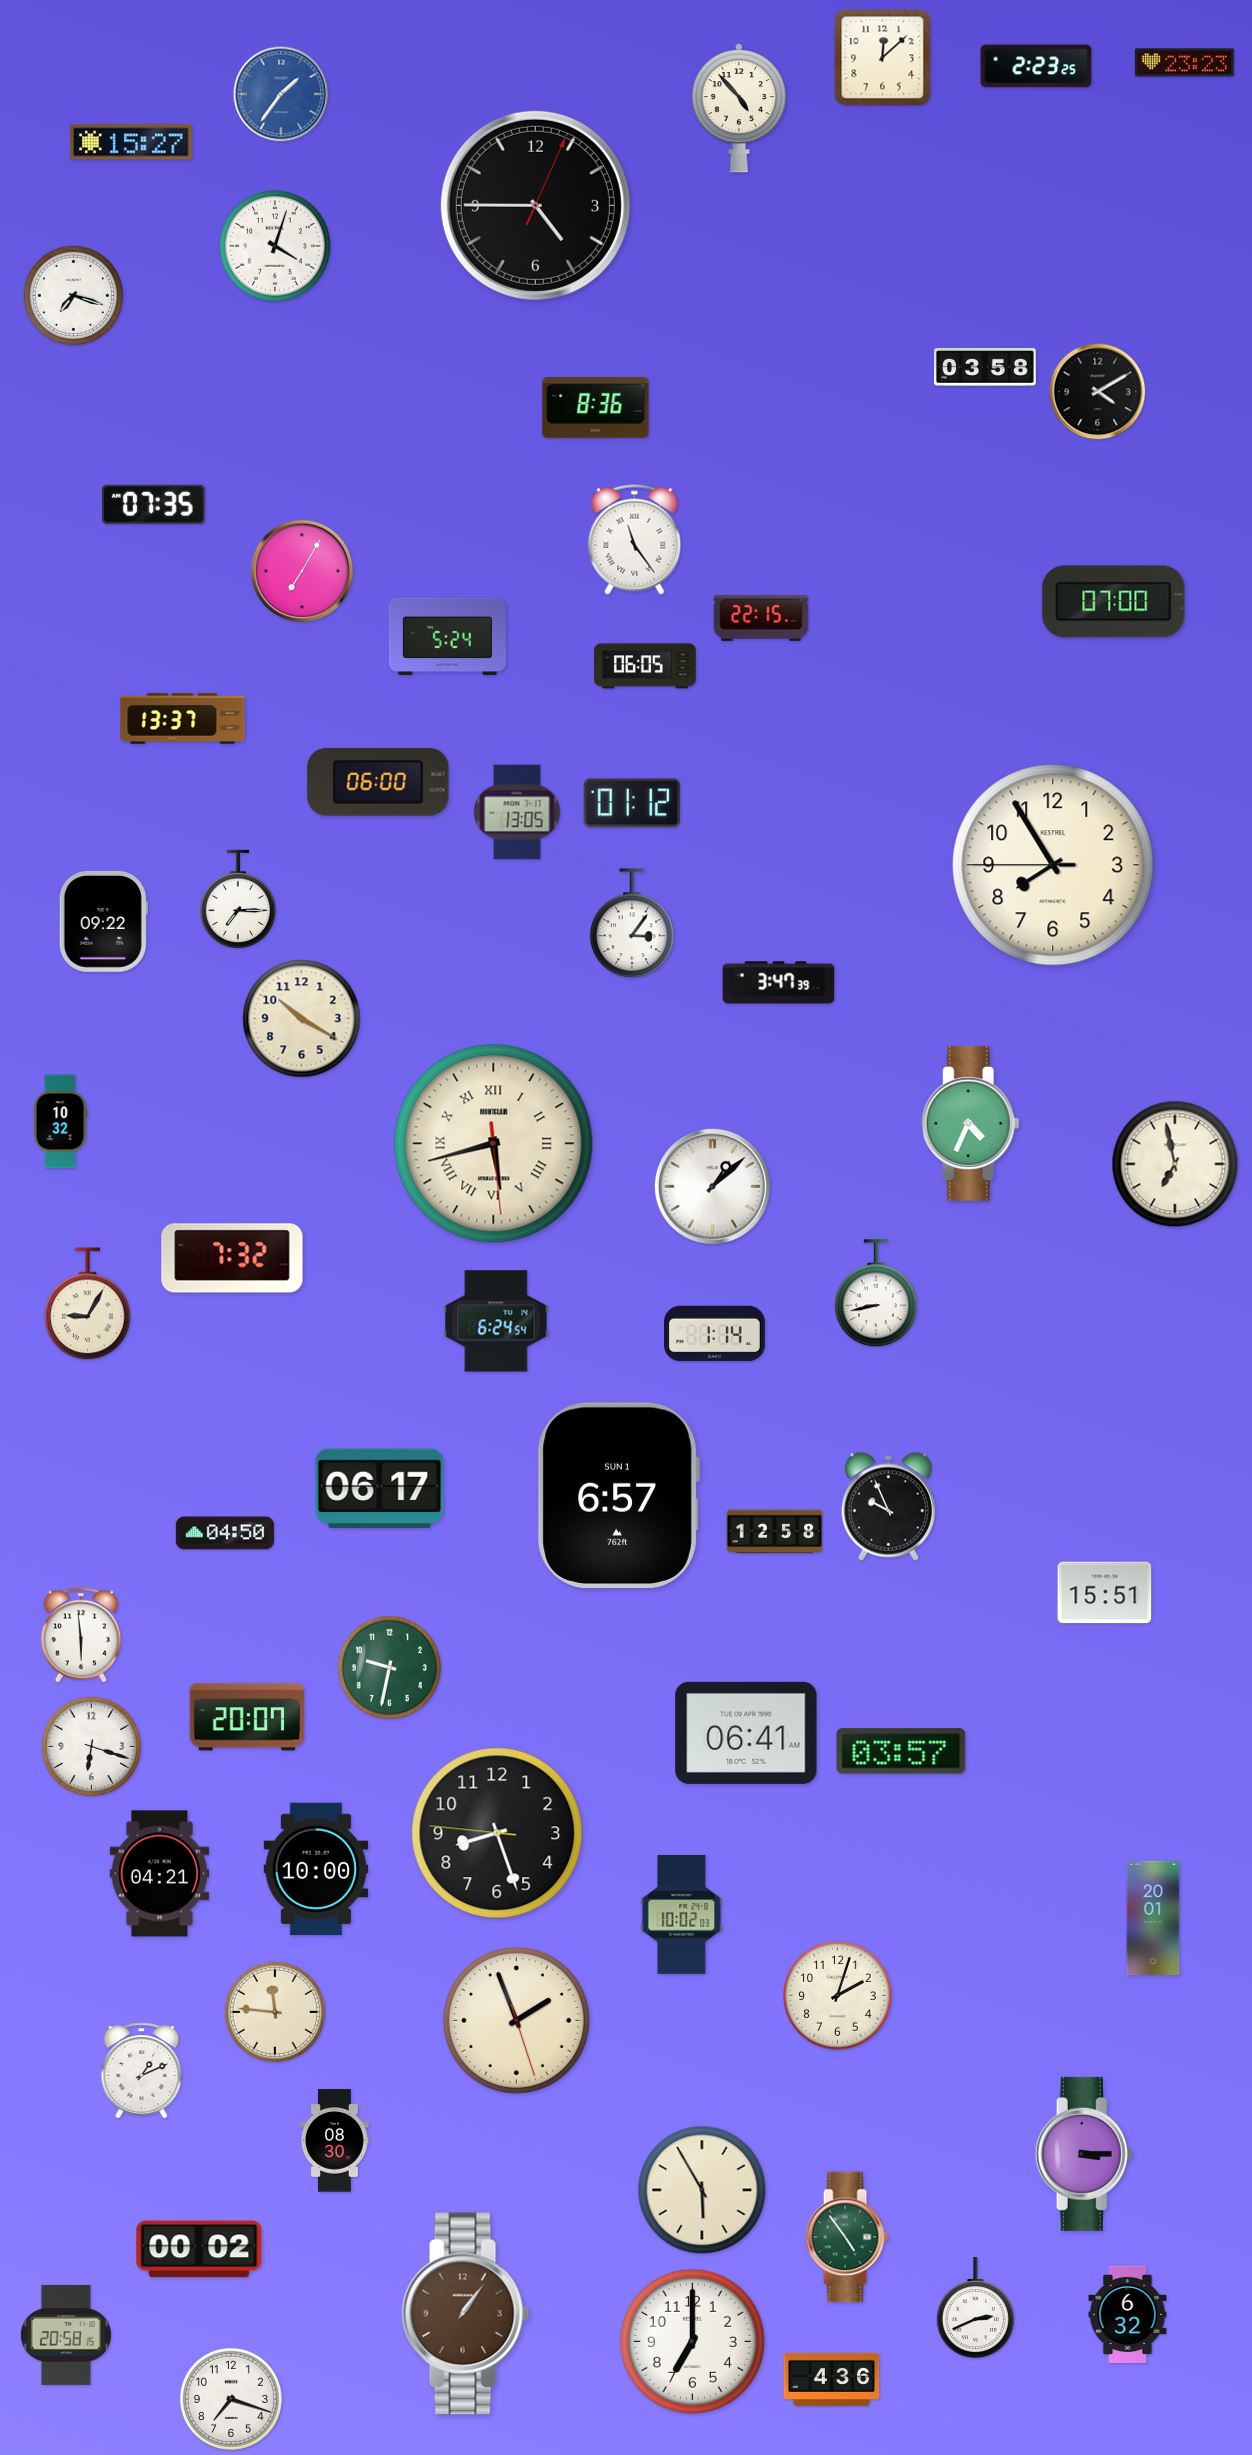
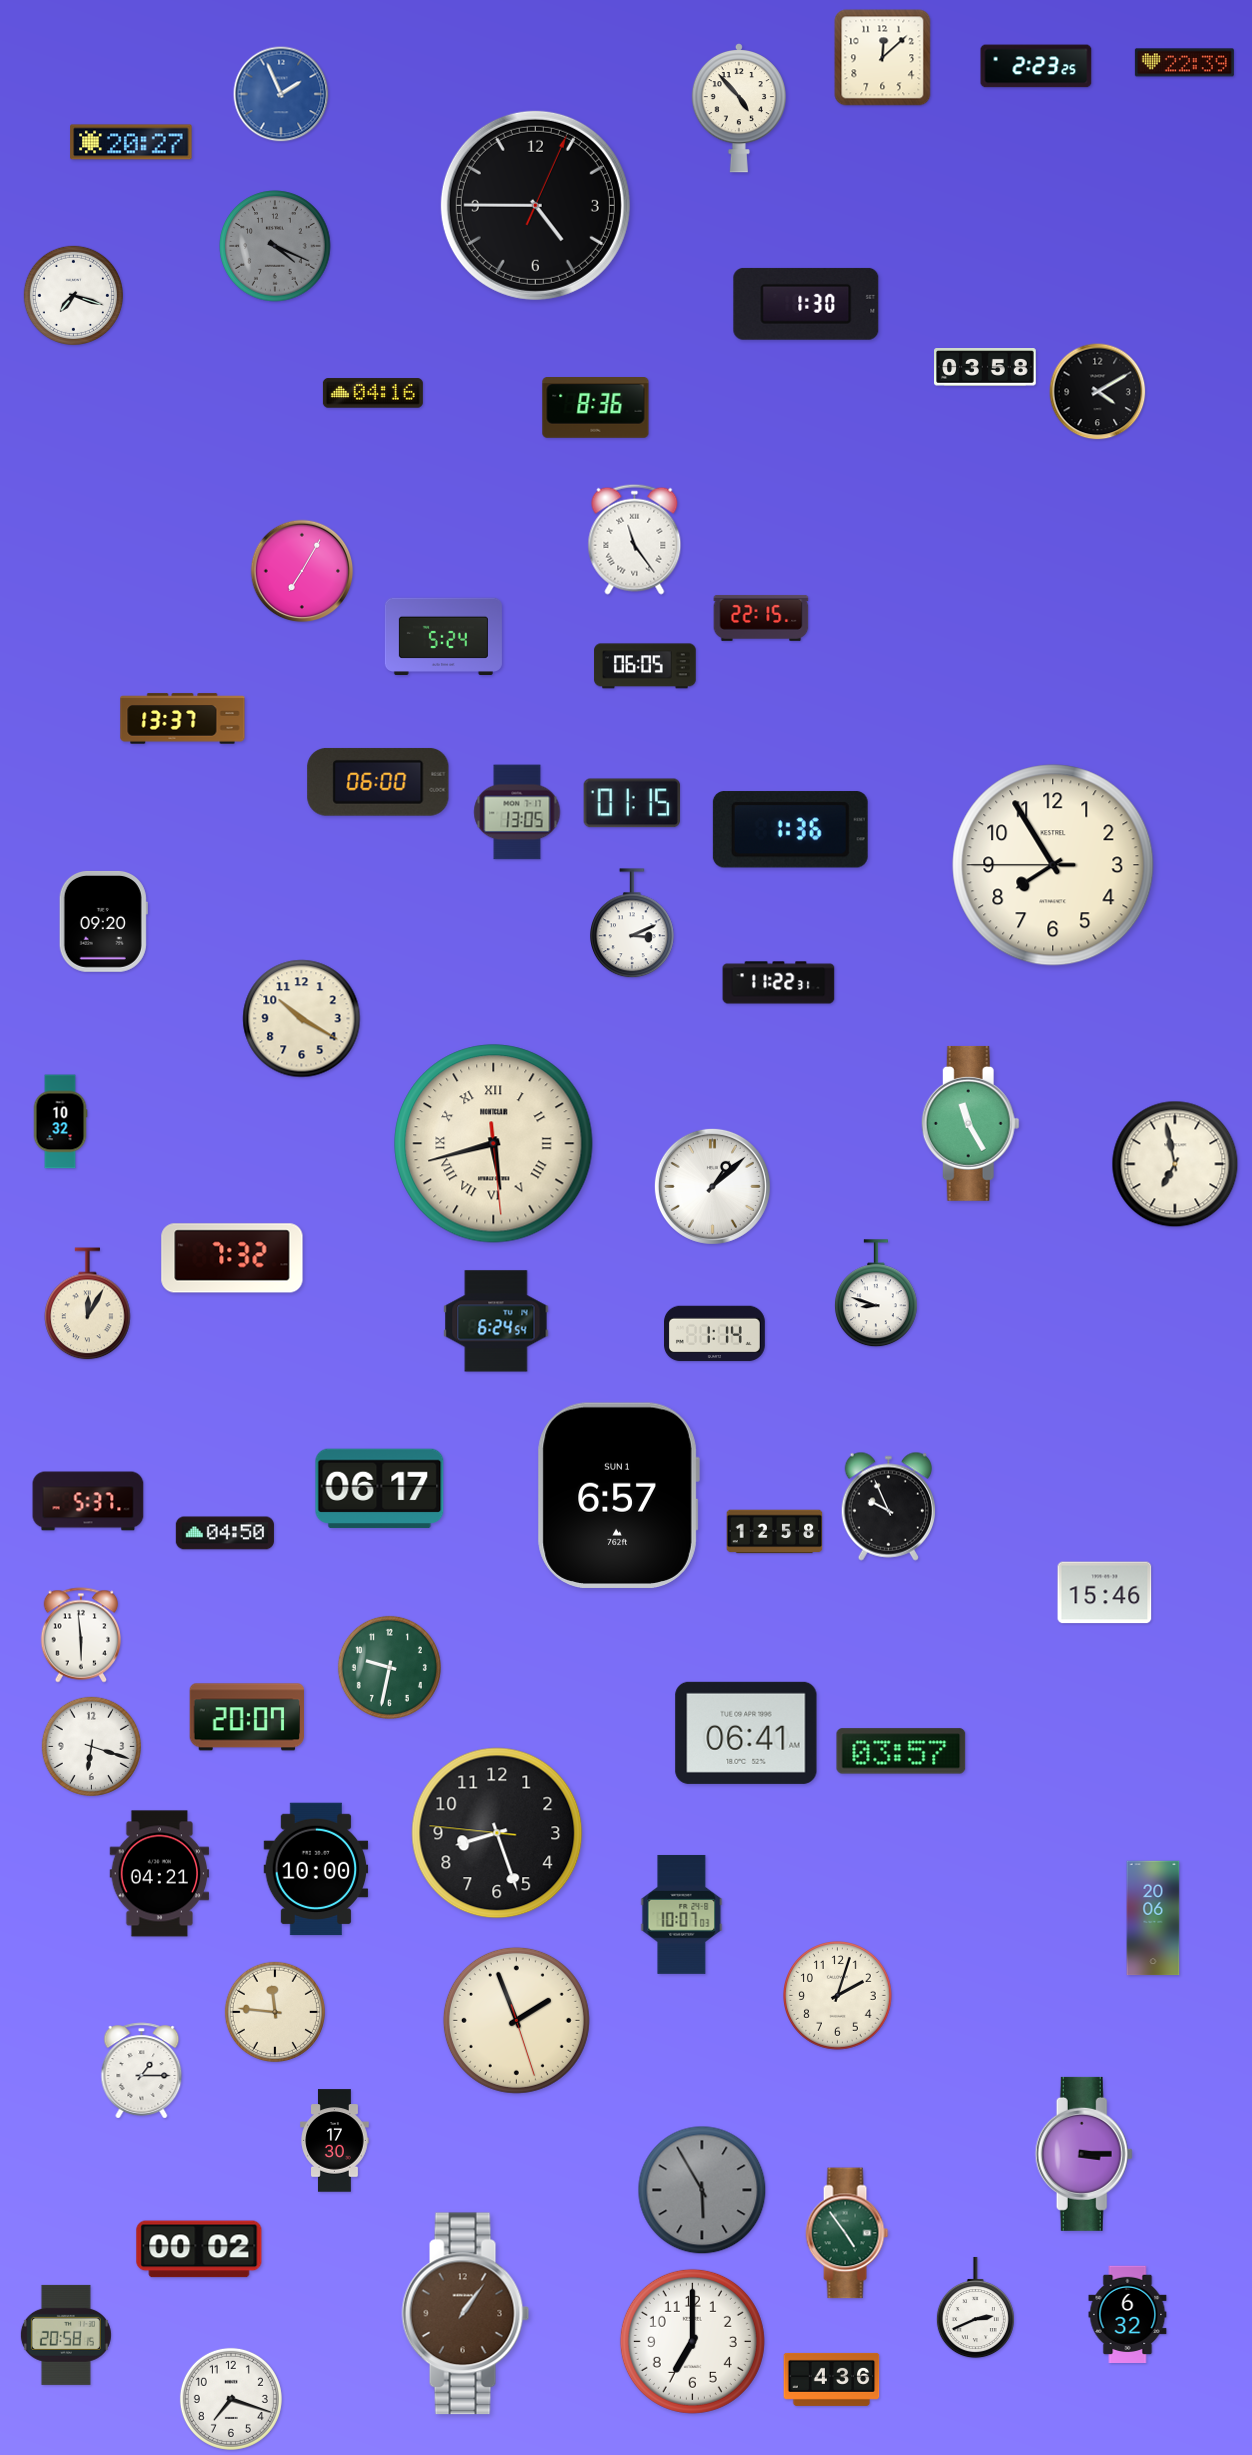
clock at (1184, 63): 23:23 -> 22:39
clock at (281, 94): 1:36 -> 1:56
clock at (131, 142): 15:27 -> 20:27
clock at (275, 246): 4:03 -> 4:19
clock at (275, 246) dial: white -> grey
clock at (806, 304): none -> 1:30
clock at (373, 393): none -> 04:16
clock at (154, 504): 07:35 -> none
clock at (1114, 602): 07:00 -> none
clock at (447, 636) position: (447, 636) -> (443, 636)
clock at (631, 803): 01:12 -> 01:15
clock at (790, 830): none -> 1:36
clock at (238, 899): 7:15 -> none
clock at (103, 921): 09:22 -> 09:20
clock at (633, 924): 3:06 -> 3:11
clock at (779, 983): 3:47 -> 11:22
clock at (970, 1123): 4:34 -> 11:25
clock at (876, 1294): 8:43 -> 8:48
clock at (88, 1304): 9:05 -> 12:05
clock at (88, 1501): none -> 5:37
clock at (1105, 1593): 15:51 -> 15:46
clock at (682, 1914): 10:02 -> 10:07
clock at (1153, 1918): 20:01 -> 20:06
clock at (142, 2071): 1:11 -> 1:15
clock at (335, 2141): 08:30 -> 17:30
clock at (702, 2190) dial: cream -> grey
clock at (847, 2237) position: (847, 2237) -> (847, 2233)
